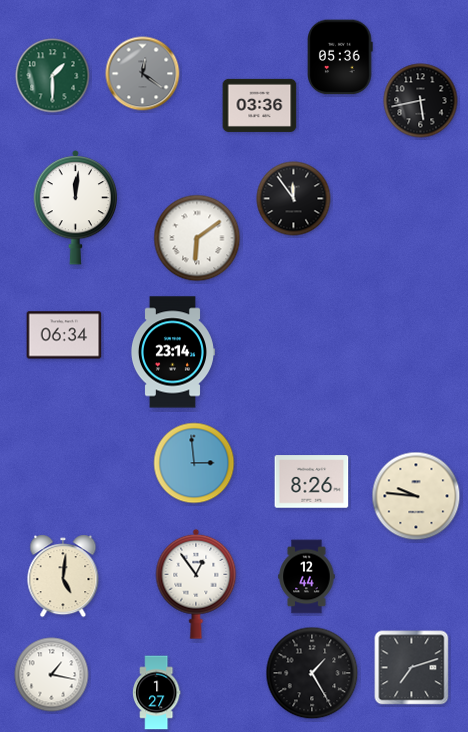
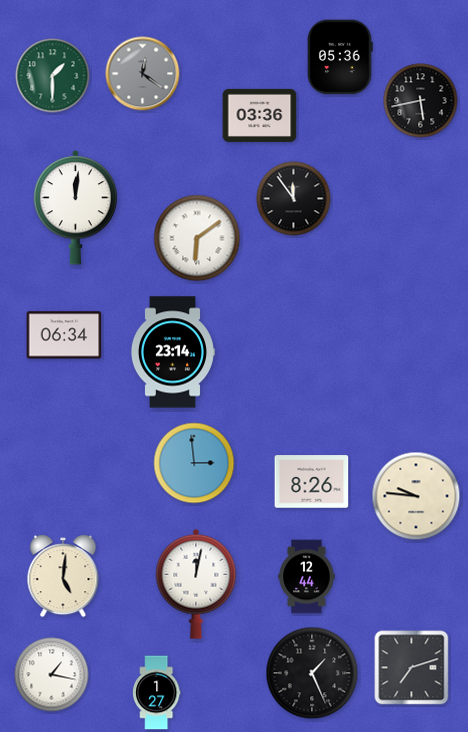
clock at (260, 105) position: (260, 105) -> (260, 115)
clock at (196, 584): 12:54 -> 12:02
clock at (312, 673): 1:25 -> 1:26
